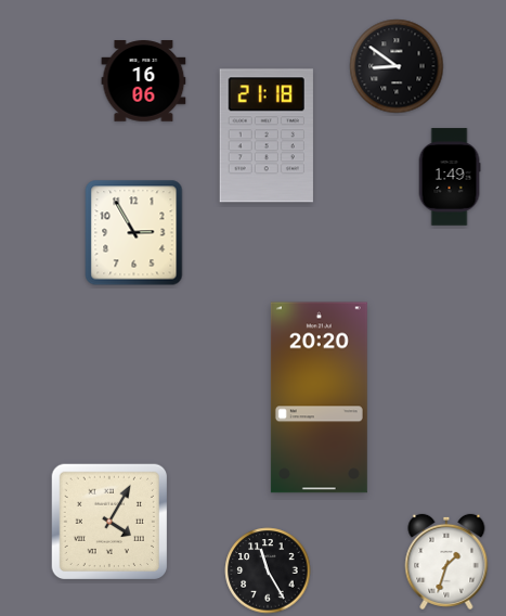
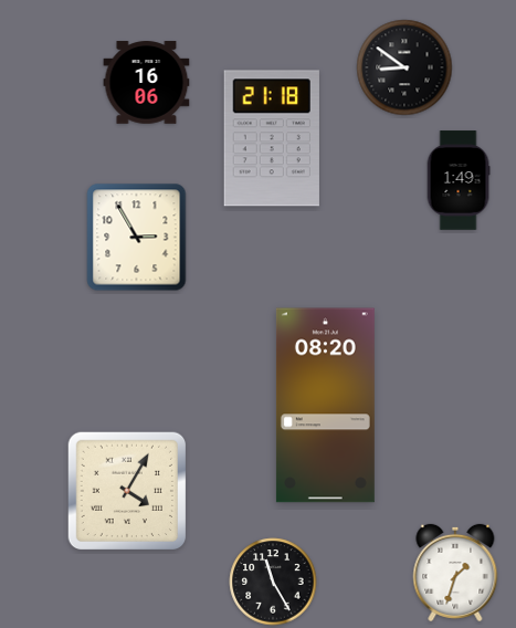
clock at (319, 398): 20:20 -> 08:20
clock at (108, 521) position: (108, 521) -> (126, 490)
